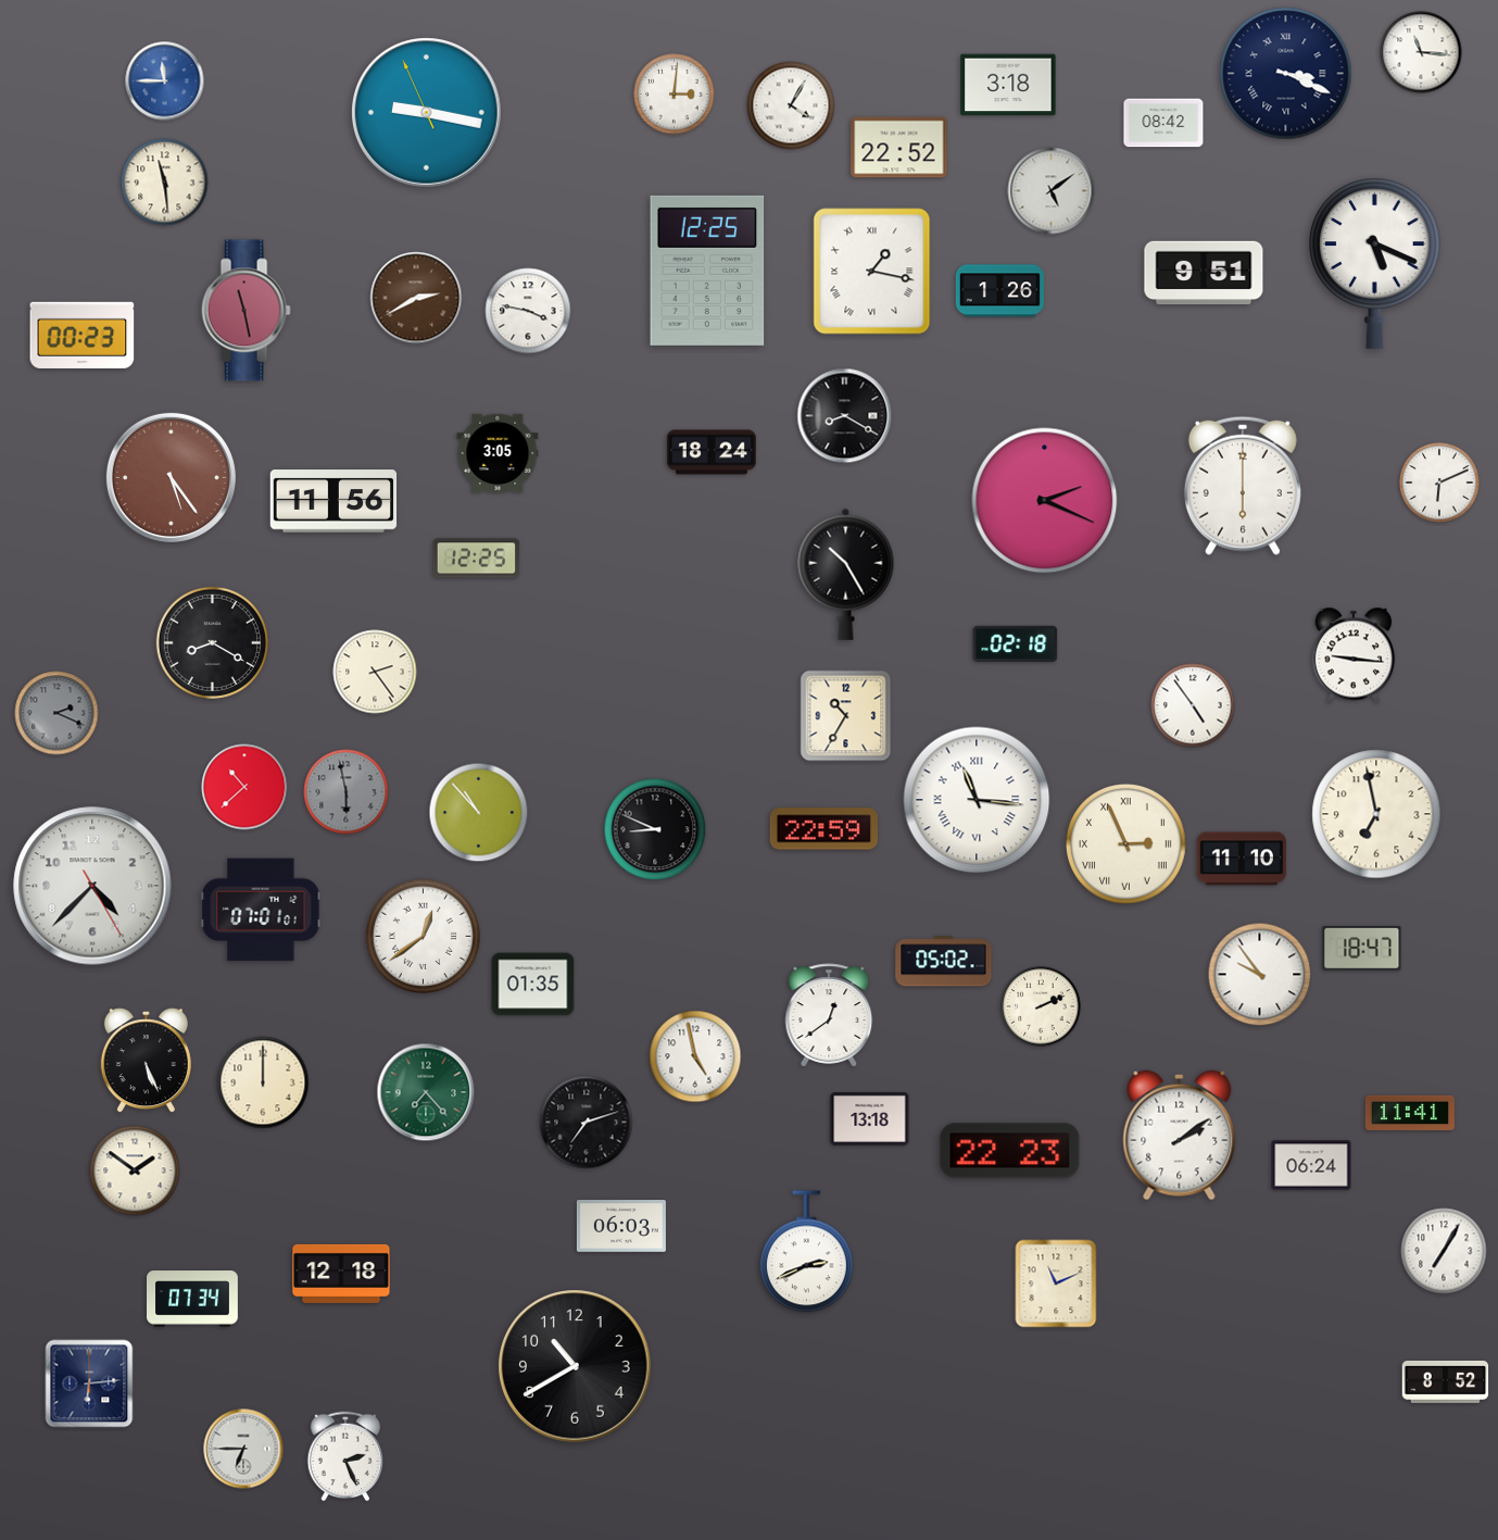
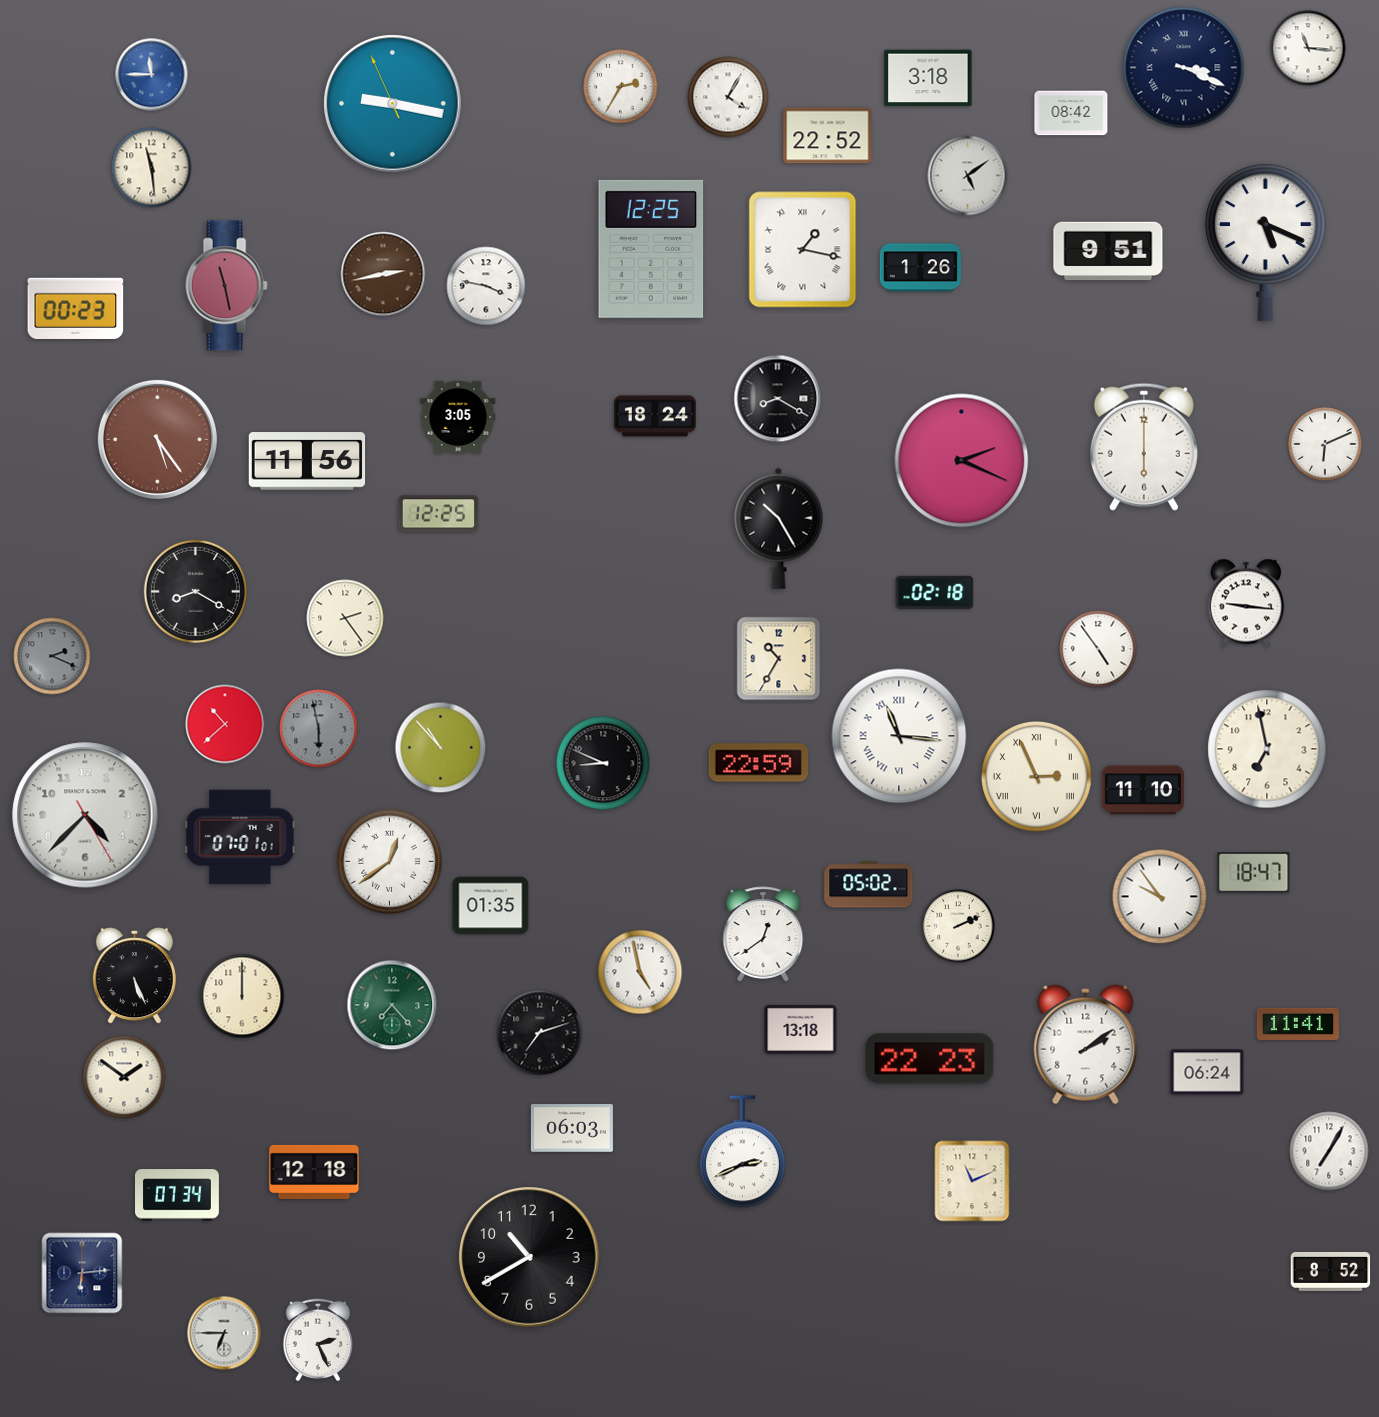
clock at (675, 95): 3:01 -> 2:35
clock at (416, 298): 2:40 -> 2:43
clock at (845, 416) position: (845, 416) -> (778, 399)
